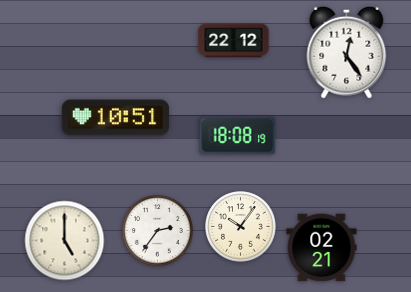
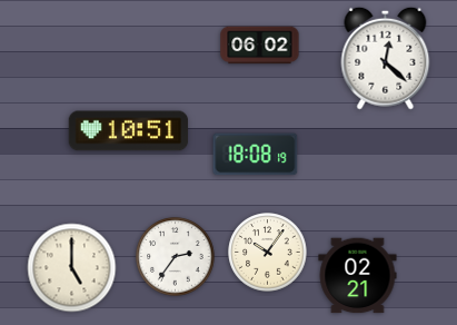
clock at (234, 41): 22:12 -> 06:02
clock at (347, 52): 12:24 -> 12:22
clock at (238, 136) position: (238, 136) -> (256, 155)
